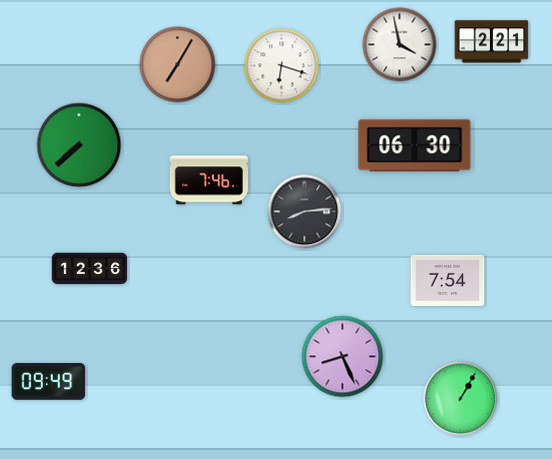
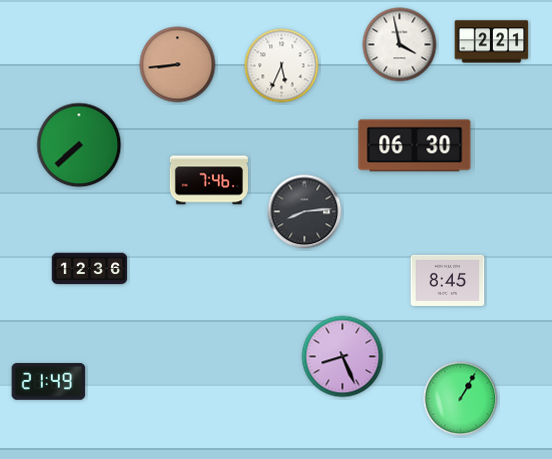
clock at (178, 65): 7:05 -> 8:44
clock at (282, 66): 6:18 -> 5:34
clock at (448, 280): 7:54 -> 8:45
clock at (49, 382): 09:49 -> 21:49
